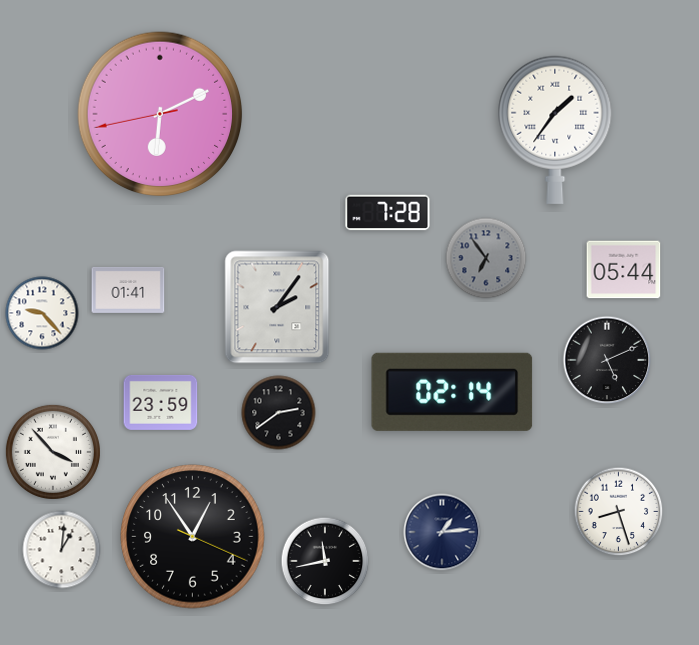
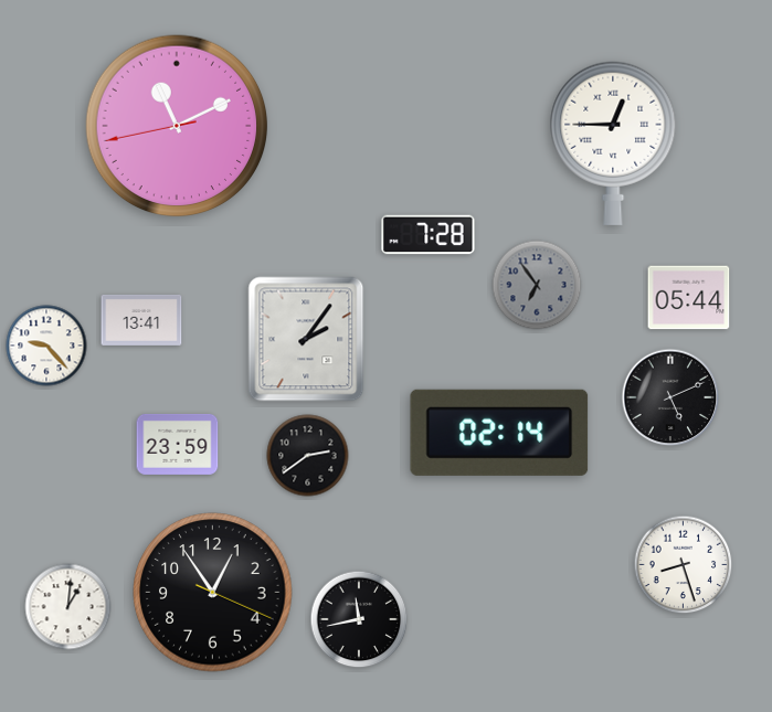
clock at (160, 114): 6:10 -> 11:10
clock at (555, 130): 1:36 -> 12:45
clock at (128, 290): 01:41 -> 13:41
clock at (53, 452): 3:53 -> none
clock at (442, 532): 1:14 -> none
